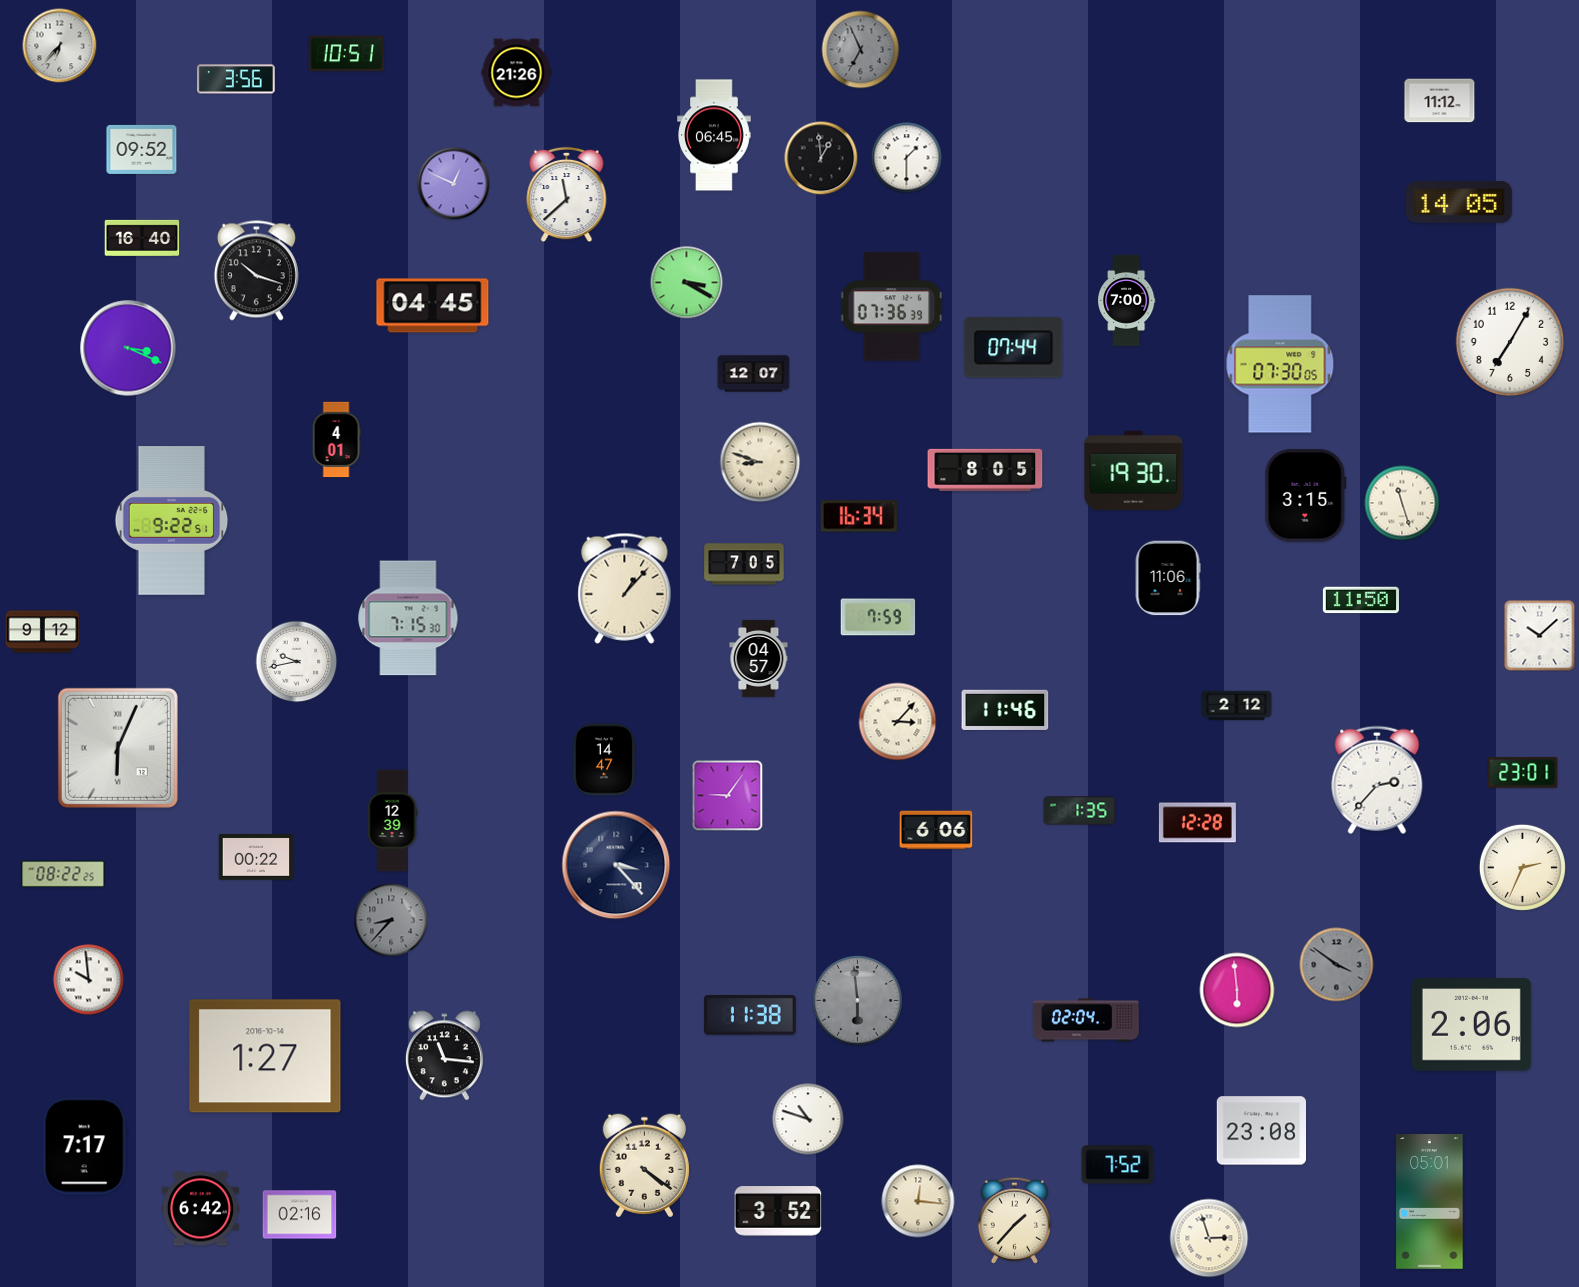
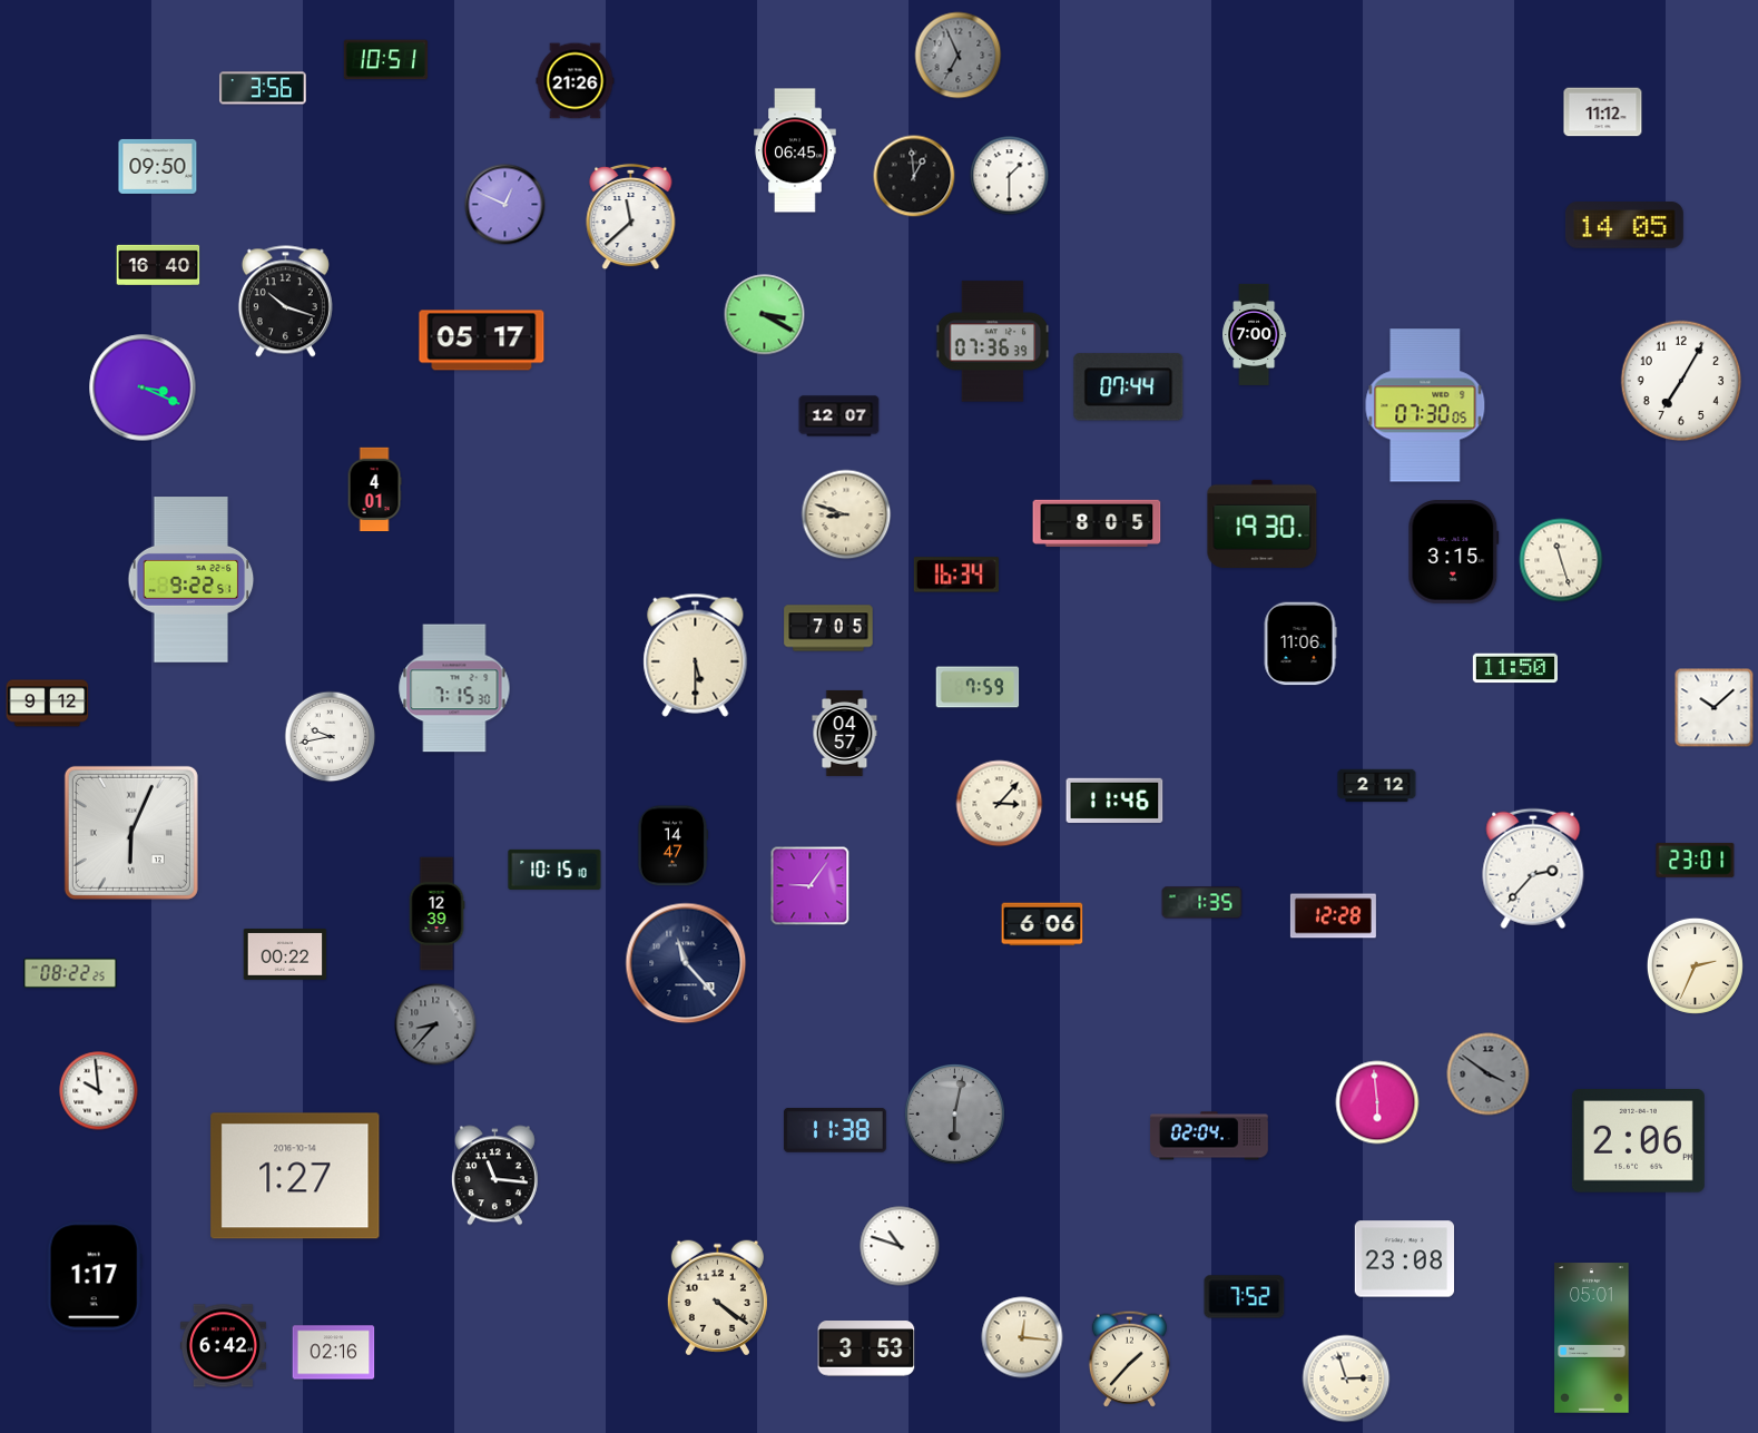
clock at (60, 46): 6:37 -> none
clock at (142, 149): 09:52 -> 09:50
clock at (433, 306): 04:45 -> 05:17
clock at (625, 588): 1:07 -> 5:30
clock at (1005, 709) position: (1005, 709) -> (1114, 799)
clock at (554, 870): none -> 10:15
clock at (616, 865): 3:23 -> 11:23
clock at (858, 1001): 5:59 -> 6:02
clock at (85, 1146): 7:17 -> 1:17
clock at (778, 1211): 3:52 -> 3:53
